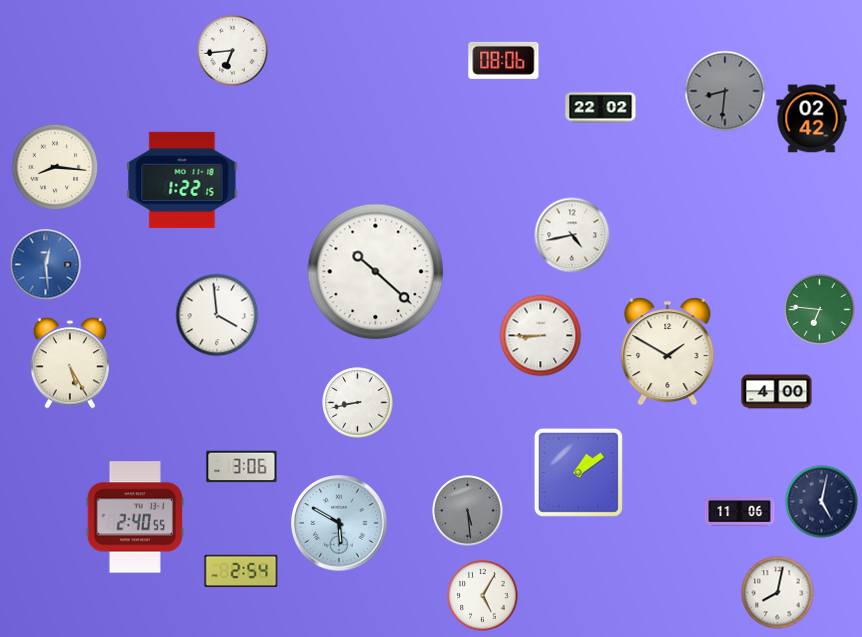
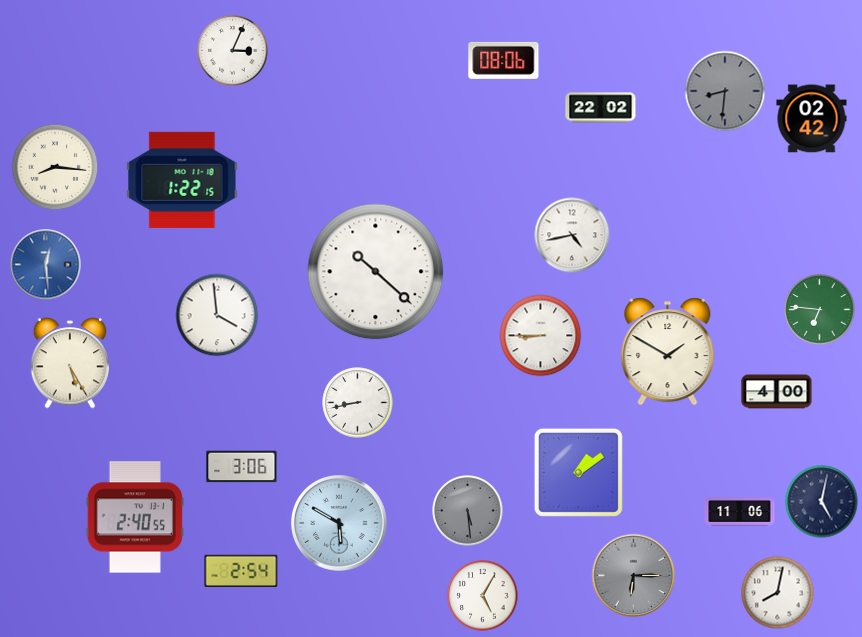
clock at (233, 51): 6:44 -> 3:04
clock at (634, 576): none -> 6:15
